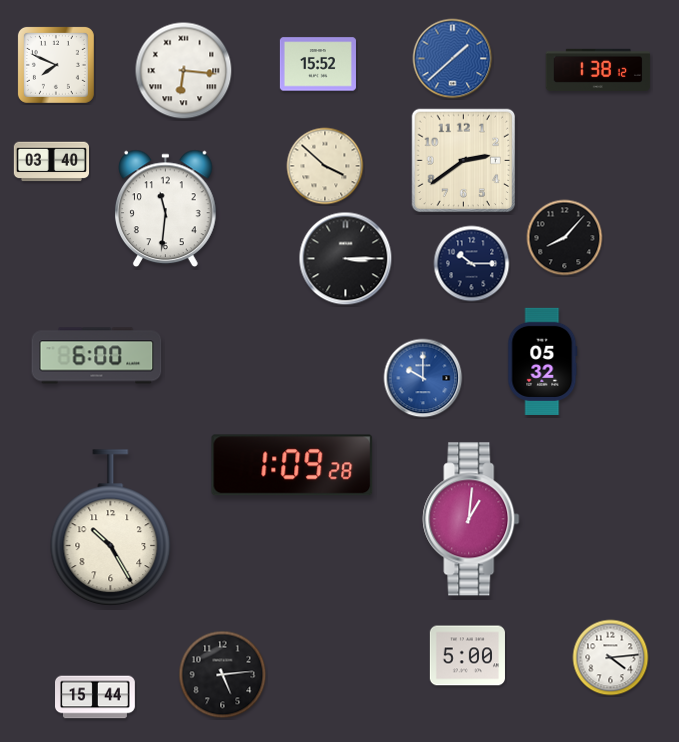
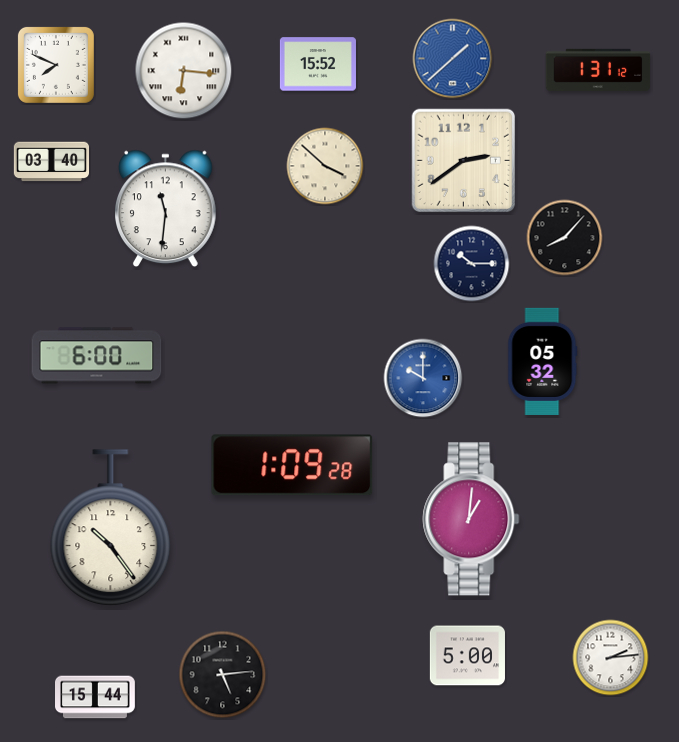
clock at (598, 70): 1:38 -> 1:31
clock at (346, 259): 3:15 -> none
clock at (111, 528): 10:25 -> 10:24
clock at (611, 658): 4:14 -> 2:14
